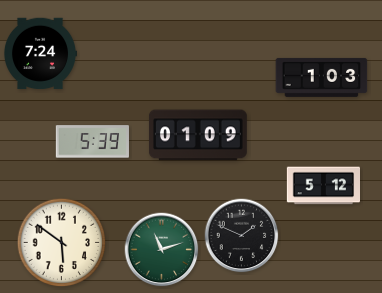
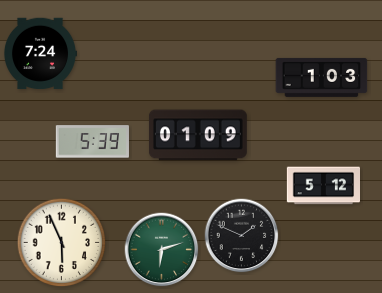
clock at (62, 243): 5:51 -> 5:56
clock at (162, 250): 11:12 -> 6:12
